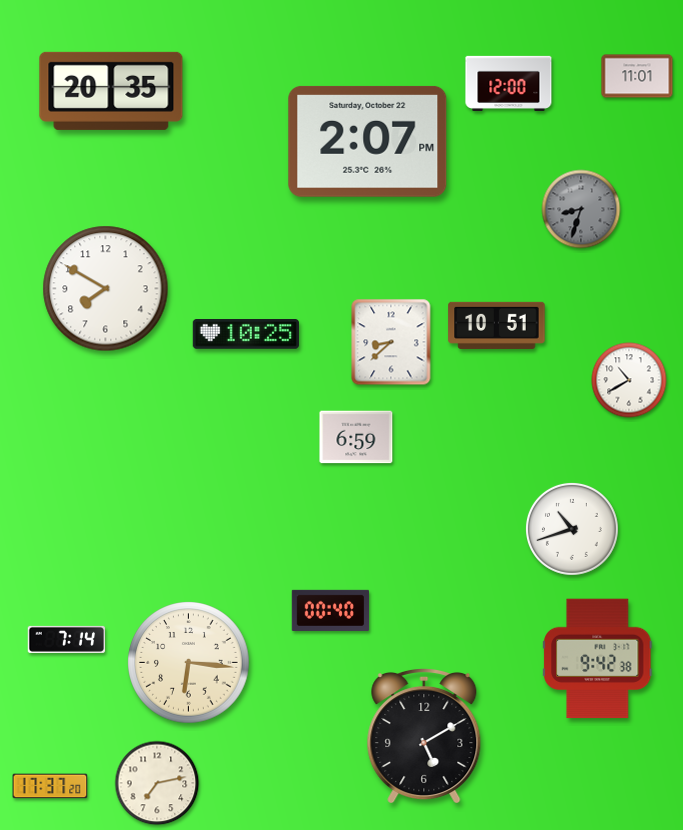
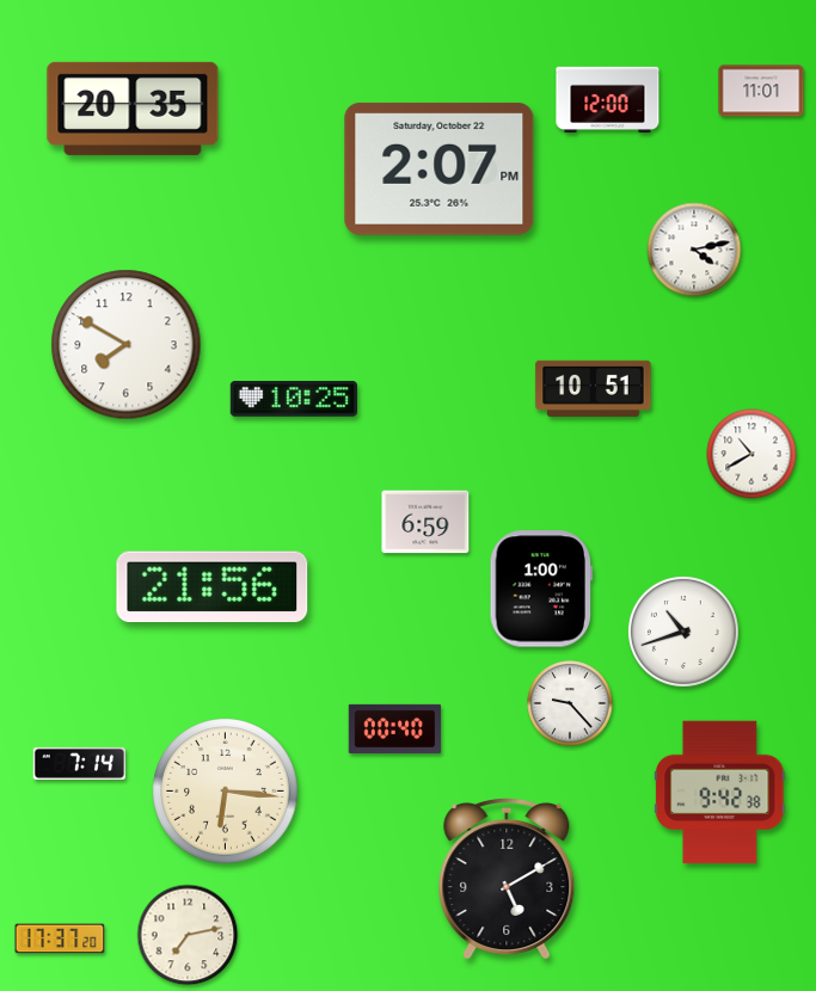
clock at (581, 209): 8:33 -> 4:13
clock at (581, 209) dial: grey -> white
clock at (391, 342): 8:38 -> none
clock at (213, 586): none -> 21:56
clock at (541, 589): none -> 1:00
clock at (570, 703): none -> 9:23
clock at (598, 659) position: (598, 659) -> (720, 793)
